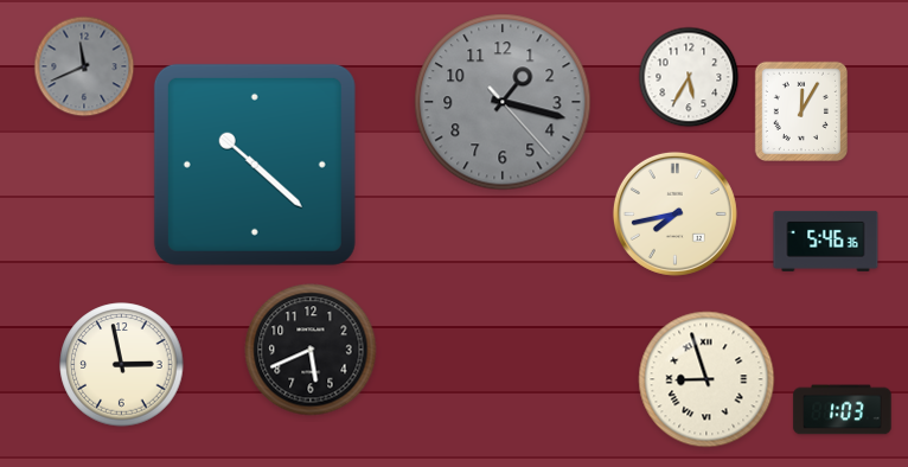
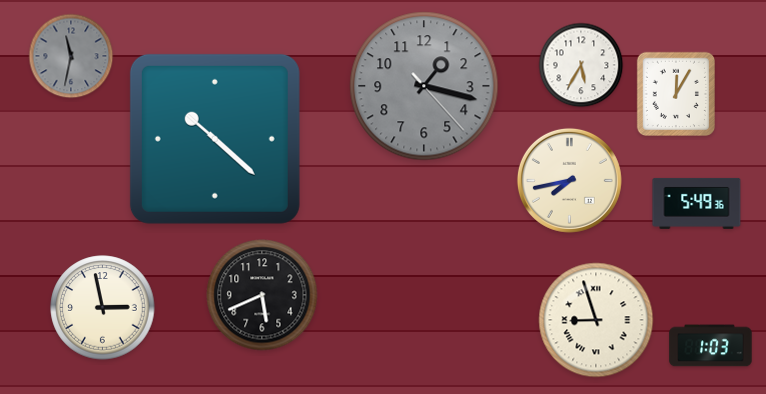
clock at (84, 66): 11:41 -> 11:32
clock at (826, 241): 5:46 -> 5:49
